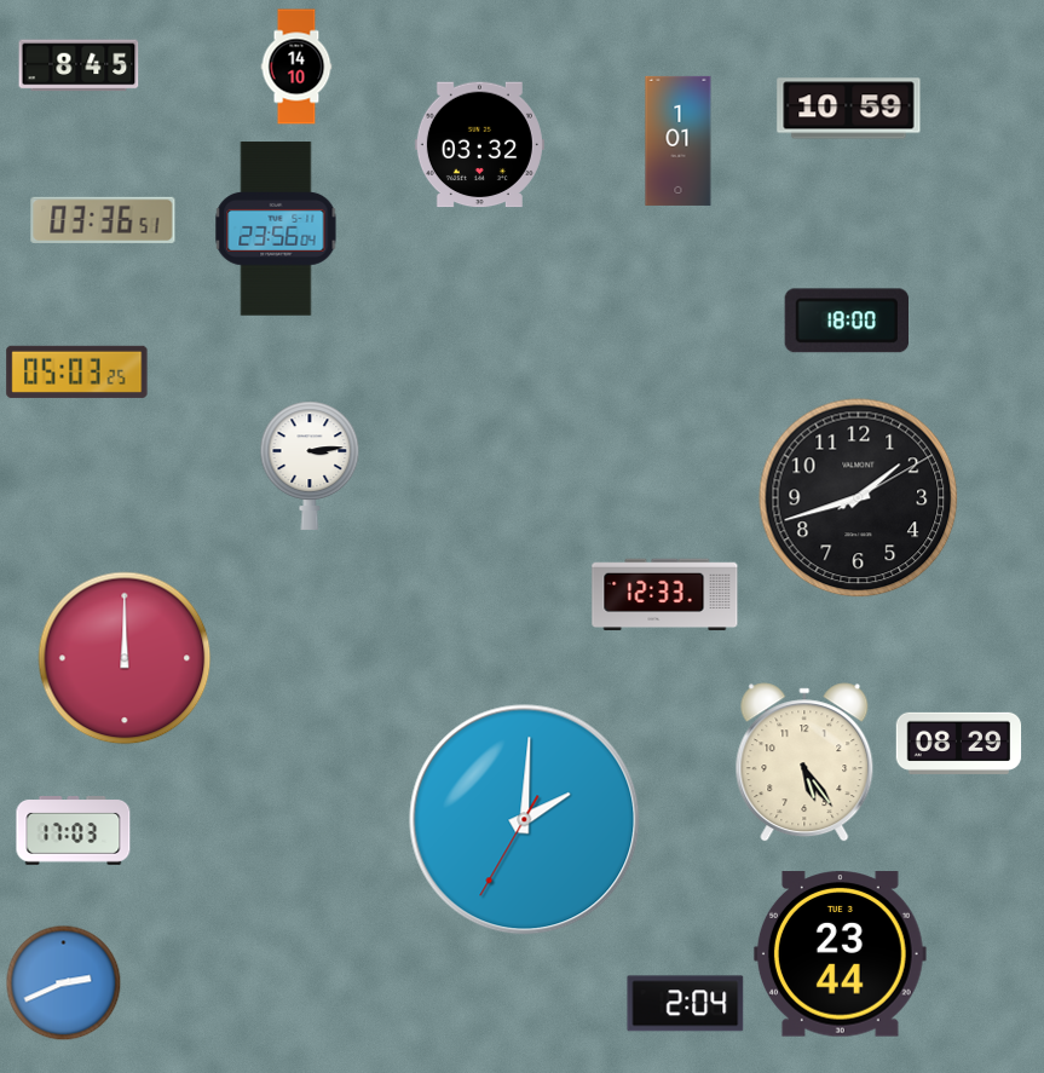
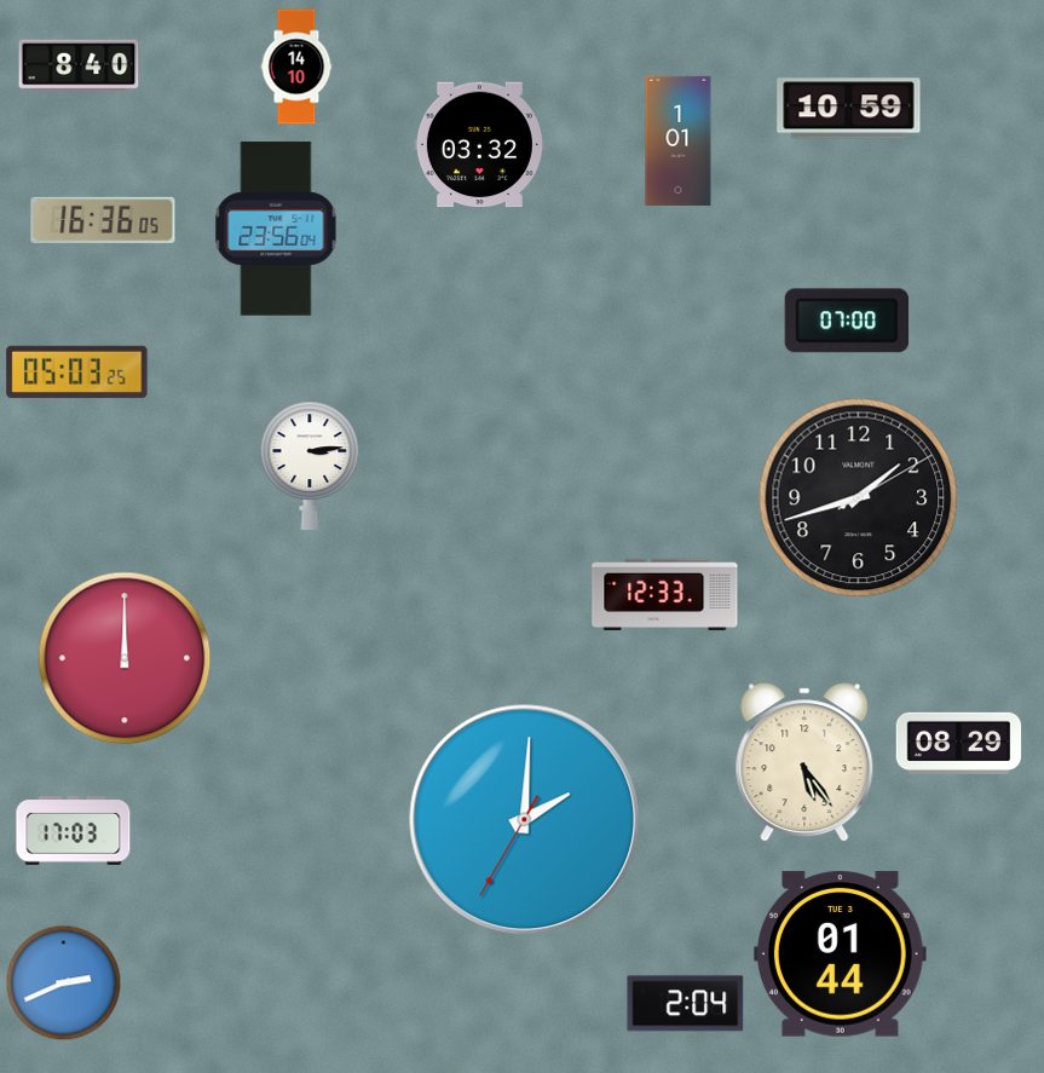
clock at (79, 65): 8:45 -> 8:40
clock at (103, 220): 03:36 -> 16:36
clock at (846, 321): 18:00 -> 07:00
clock at (840, 954): 23:44 -> 01:44
